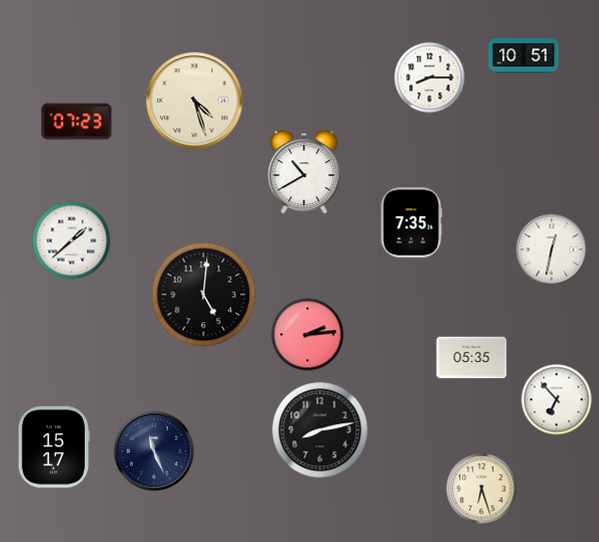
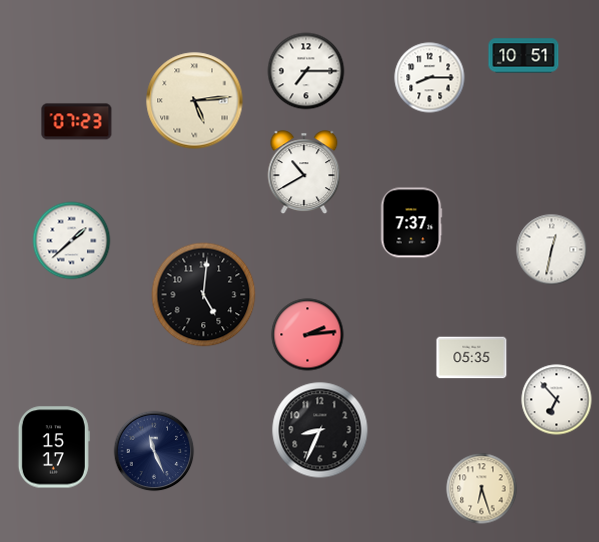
clock at (306, 71): none -> 7:15
clock at (195, 101): 4:27 -> 5:14
clock at (411, 223): 7:35 -> 7:37
clock at (320, 430): 8:13 -> 8:34
